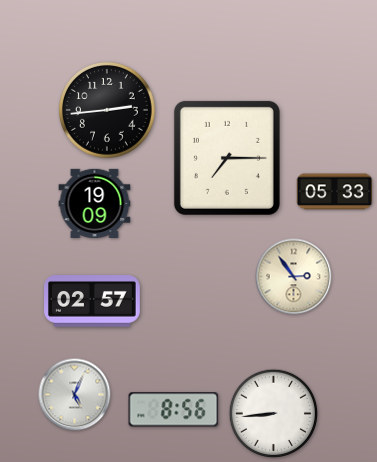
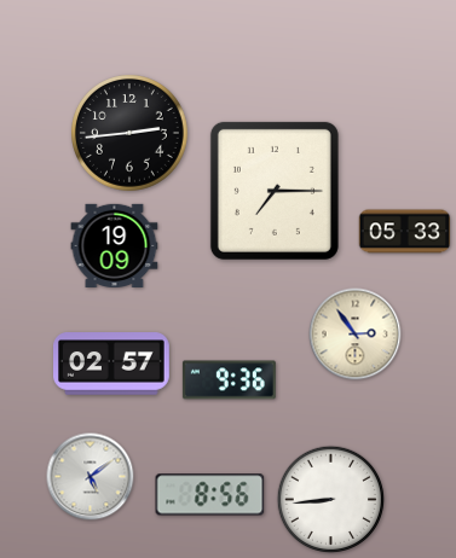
clock at (229, 380): none -> 9:36
clock at (75, 395): 5:04 -> 5:09
